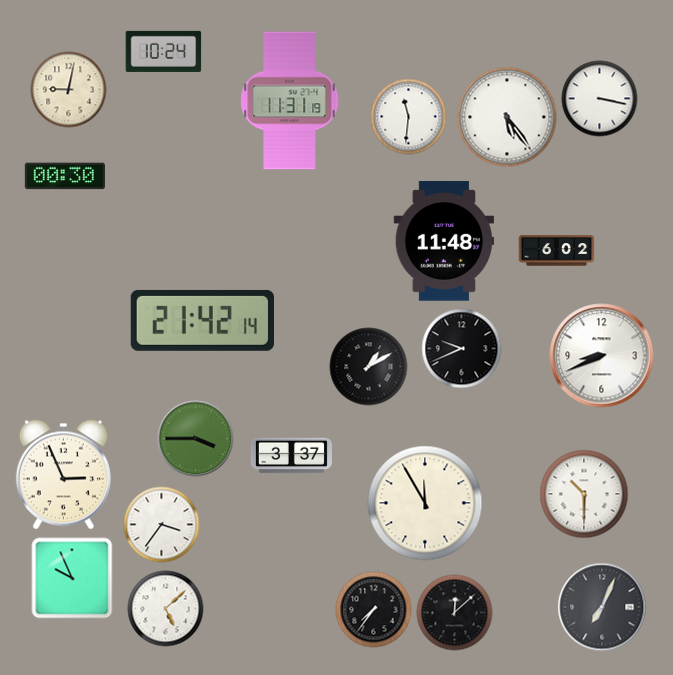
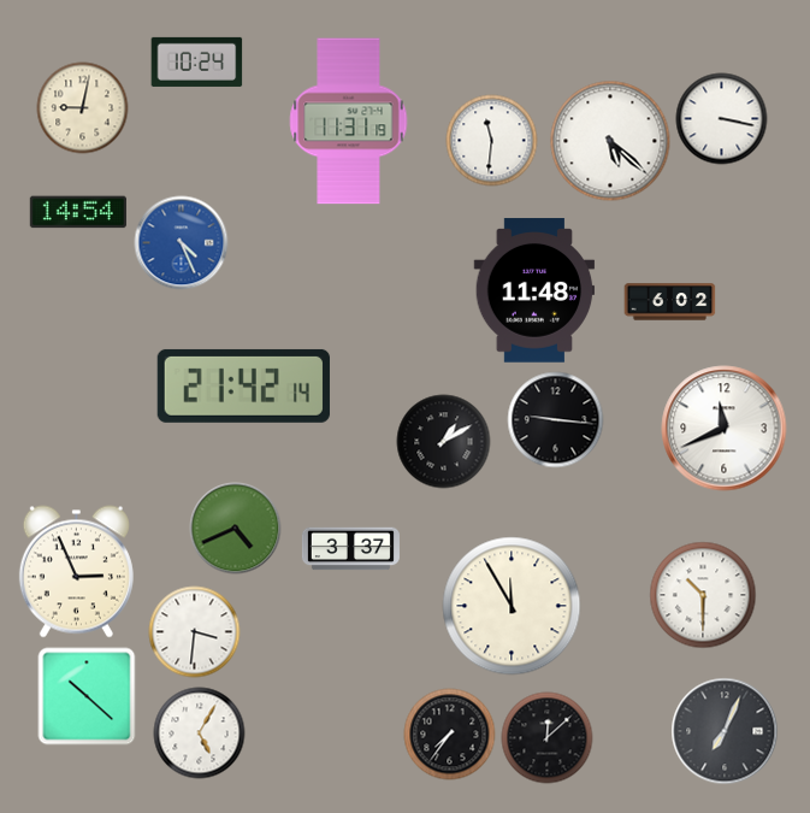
clock at (507, 117): 5:24 -> 5:22
clock at (65, 176): 00:30 -> 14:54
clock at (182, 243): none -> 4:26
clock at (462, 349): 9:41 -> 9:16
clock at (602, 356): 8:41 -> 11:41
clock at (196, 439): 3:45 -> 4:41
clock at (162, 525): 3:36 -> 3:31
clock at (72, 578): 9:56 -> 10:22
clock at (166, 609): 5:08 -> 5:05
